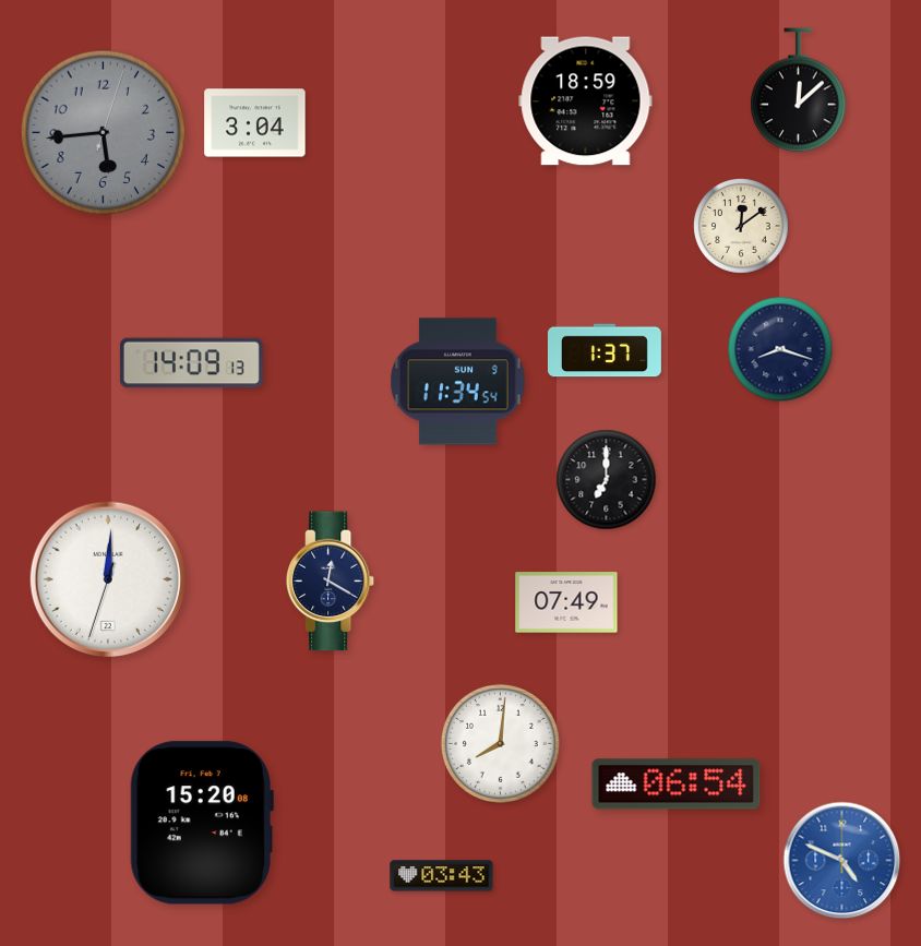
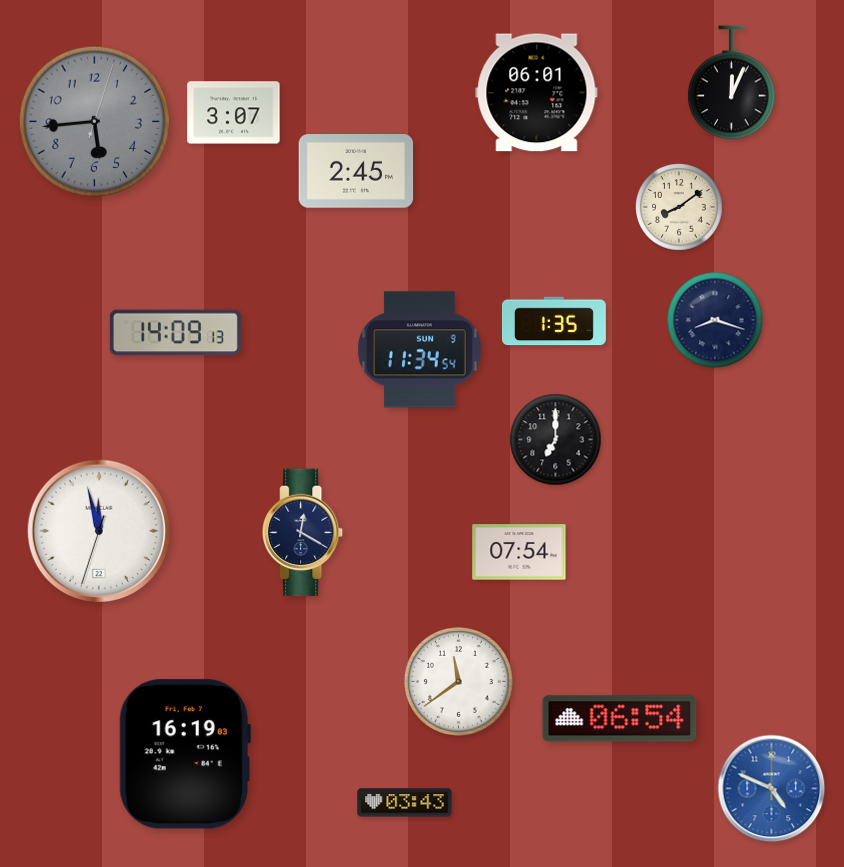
clock at (799, 91): 12:08 -> 12:04
clock at (586, 101): 18:59 -> 06:01
clock at (255, 123): 3:04 -> 3:07
clock at (356, 171): none -> 2:45
clock at (742, 227): 12:09 -> 8:09
clock at (605, 350): 1:37 -> 1:35
clock at (107, 578): 12:00 -> 11:57
clock at (566, 602): 07:49 -> 07:54
clock at (500, 743): 8:01 -> 11:39
clock at (202, 823): 15:20 -> 16:19
